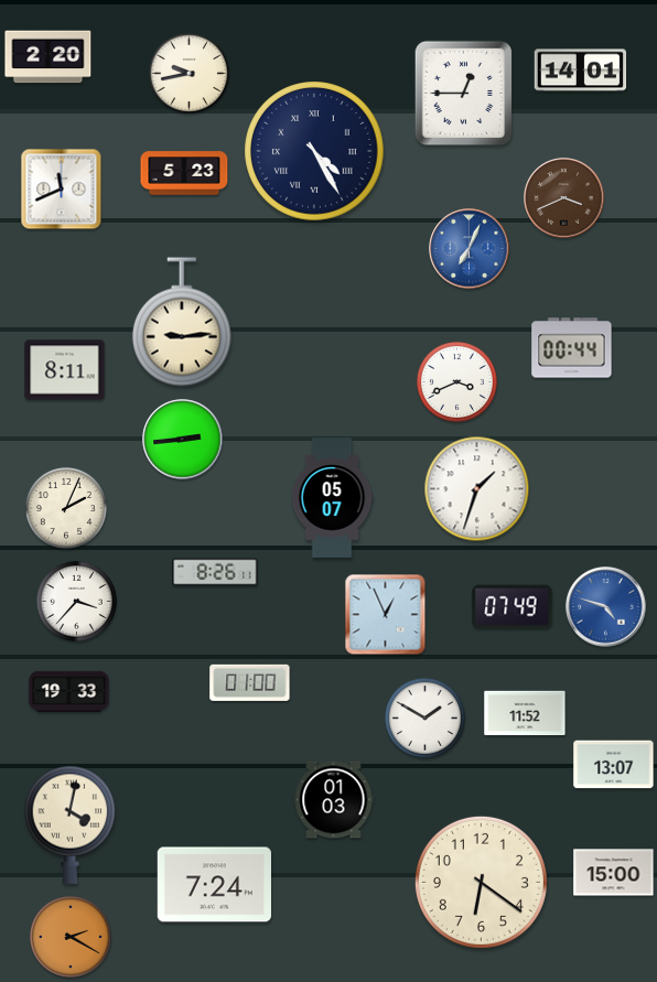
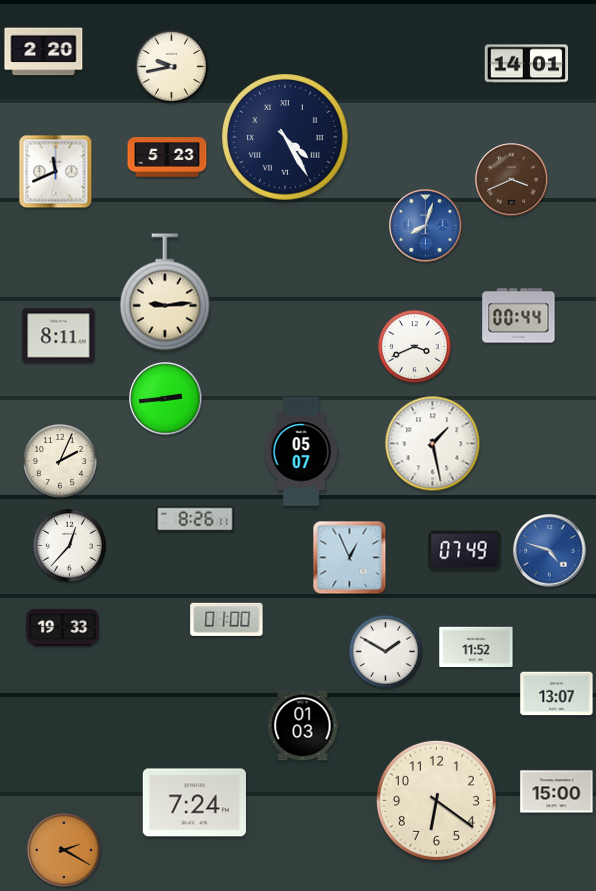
clock at (463, 94): 12:45 -> none
clock at (470, 249): 7:04 -> 8:03
clock at (477, 489): 1:33 -> 1:28
clock at (76, 601): 3:37 -> 12:37
clock at (71, 824): 4:02 -> none
